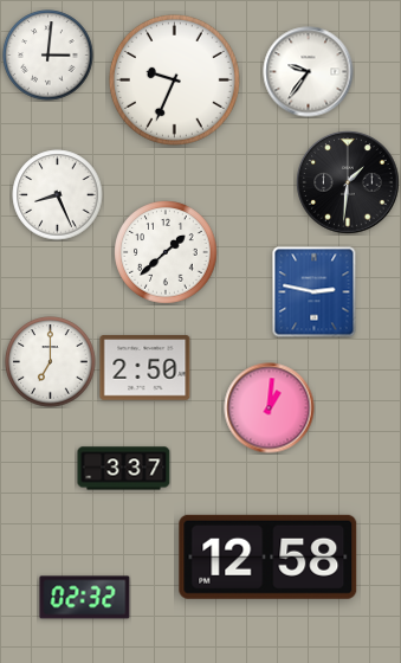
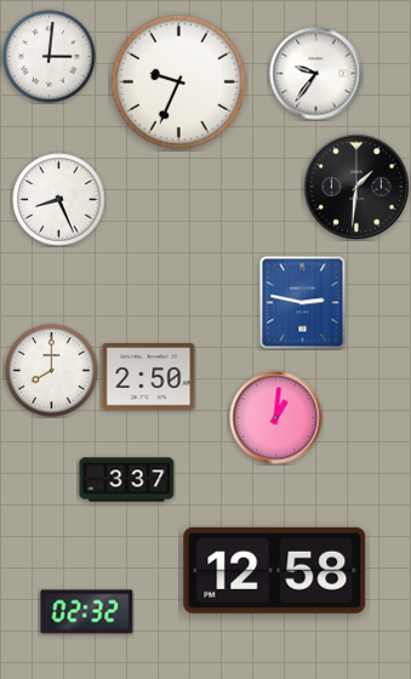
clock at (166, 252): 1:38 -> none
clock at (315, 292) position: (315, 292) -> (303, 303)
clock at (51, 362): 7:00 -> 8:00
